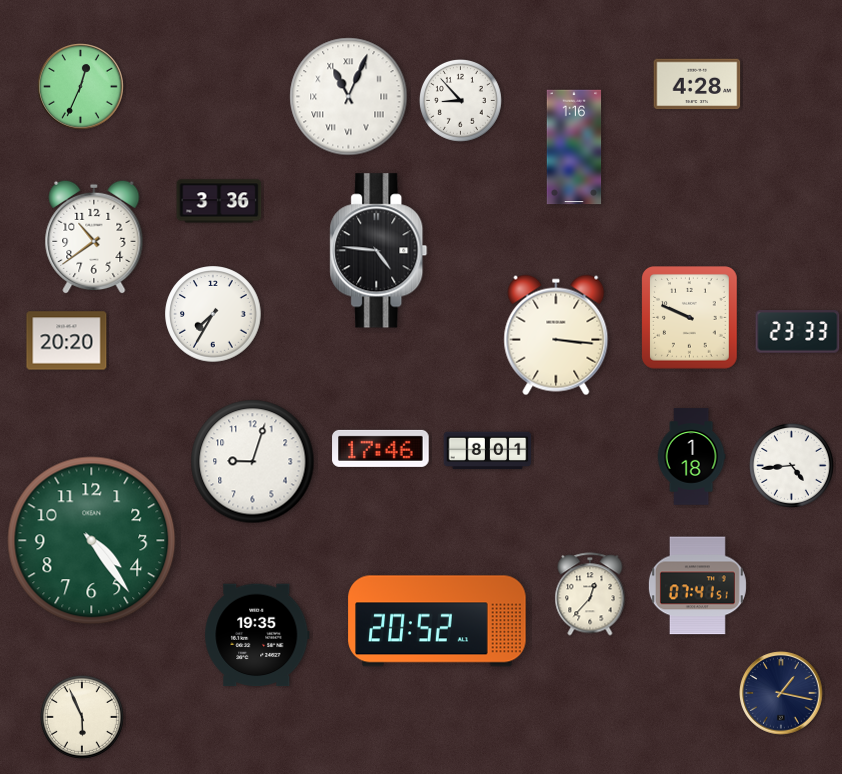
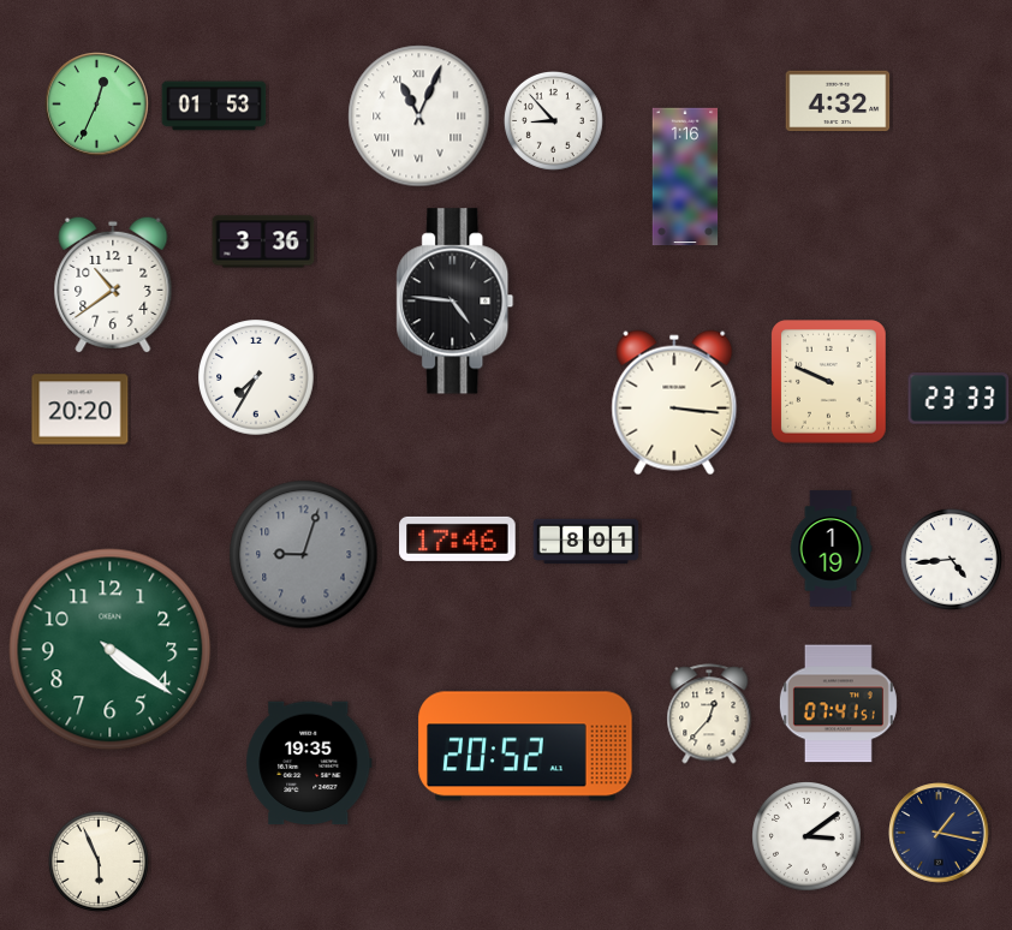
clock at (697, 84): 4:28 -> 4:32
clock at (214, 106): none -> 01:53
clock at (574, 147) position: (574, 147) -> (685, 177)
clock at (556, 335) position: (556, 335) -> (674, 403)
clock at (691, 457): 1:18 -> 1:19
clock at (253, 462) dial: white -> grey
clock at (92, 541): 4:24 -> 4:21
clock at (808, 837): none -> 3:09
